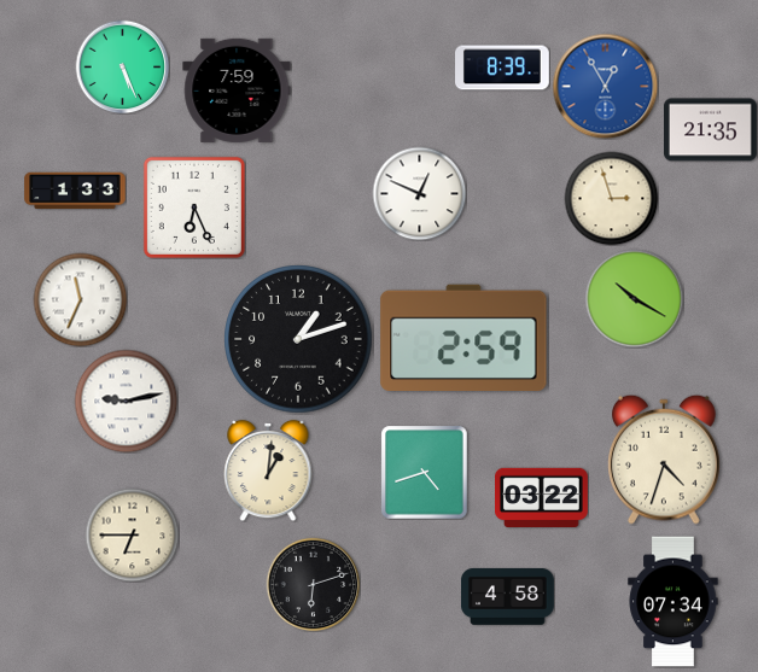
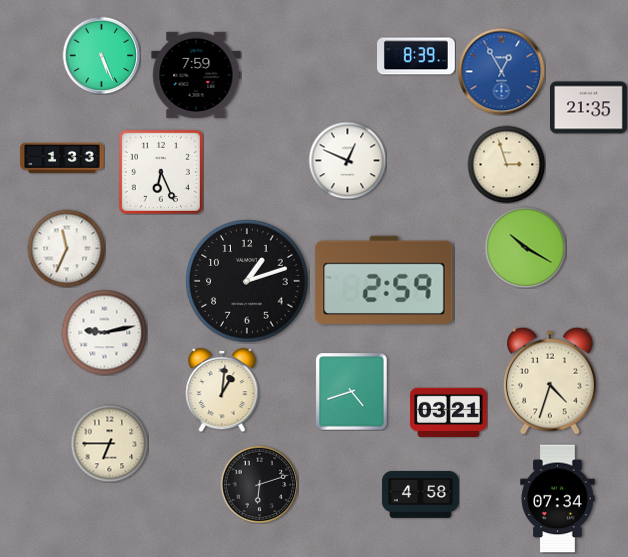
clock at (542, 497): 03:22 -> 03:21
